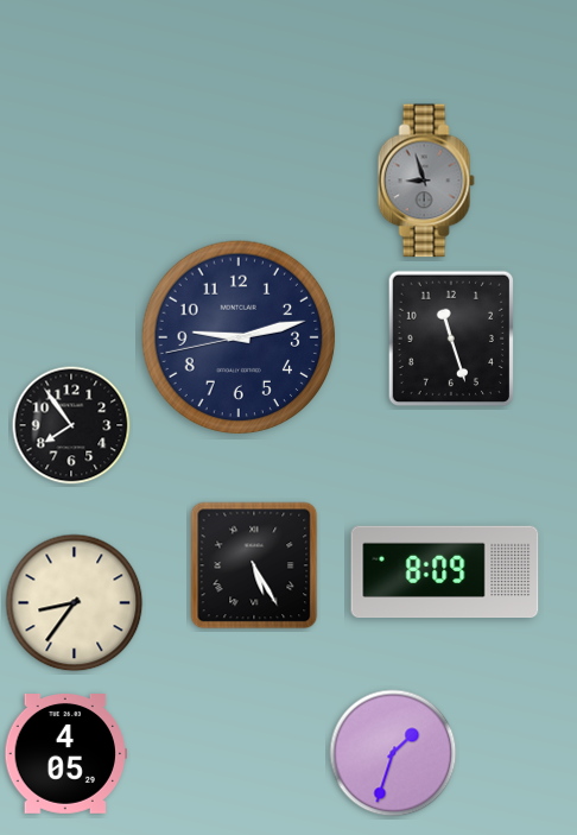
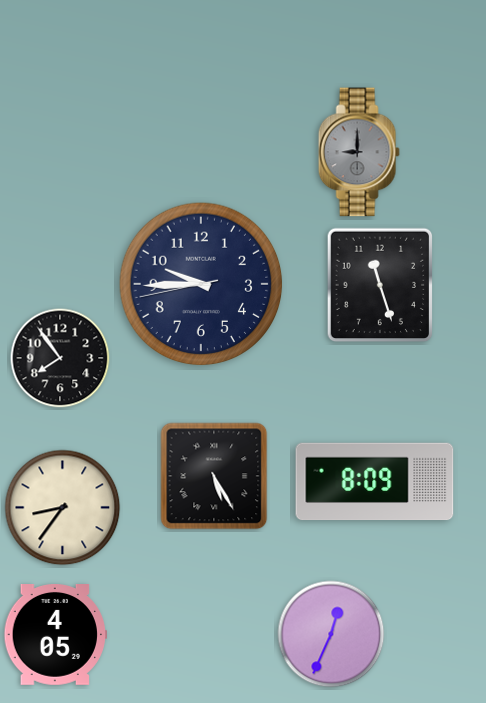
clock at (426, 181): 8:57 -> 9:00
clock at (239, 337): 9:12 -> 9:44
clock at (393, 753): 1:33 -> 12:34
